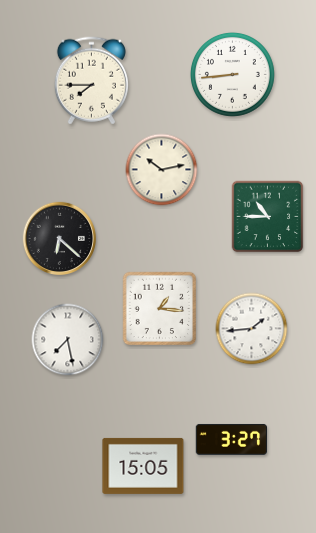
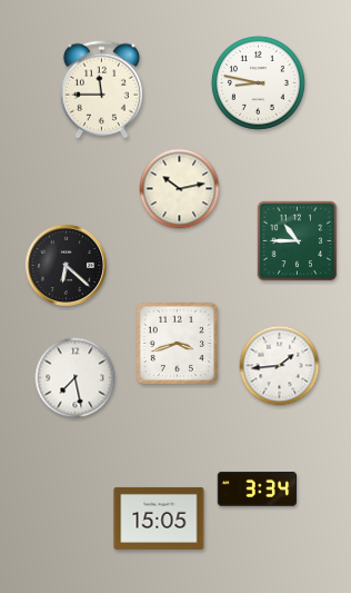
clock at (232, 74): 8:44 -> 8:47
clock at (91, 81): 7:45 -> 11:45
clock at (160, 309): 1:16 -> 3:42
clock at (231, 439): 3:27 -> 3:34
